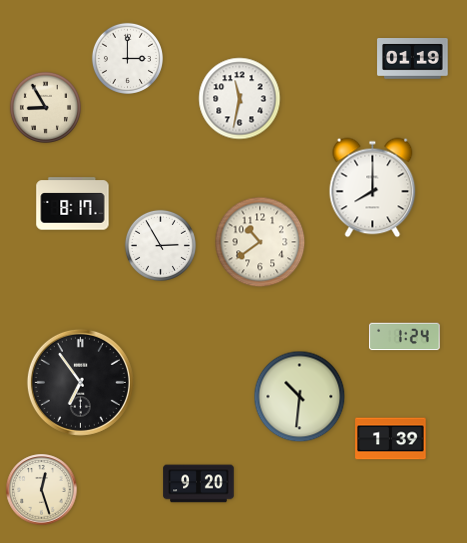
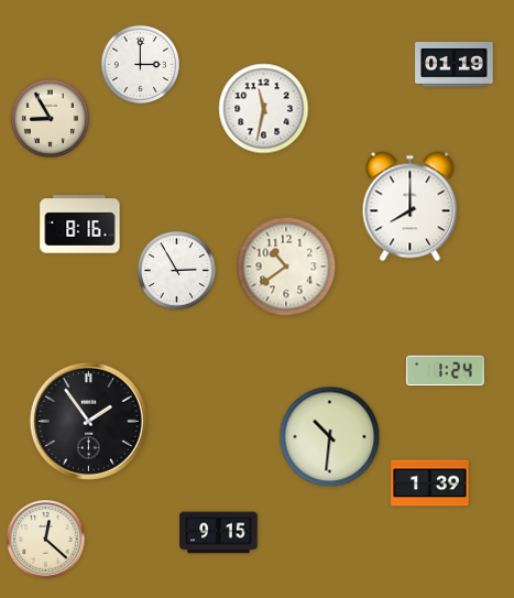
clock at (73, 204): 8:17 -> 8:16
clock at (80, 382): 6:54 -> 1:54
clock at (199, 484): 9:20 -> 9:15
clock at (42, 490): 12:27 -> 12:22
